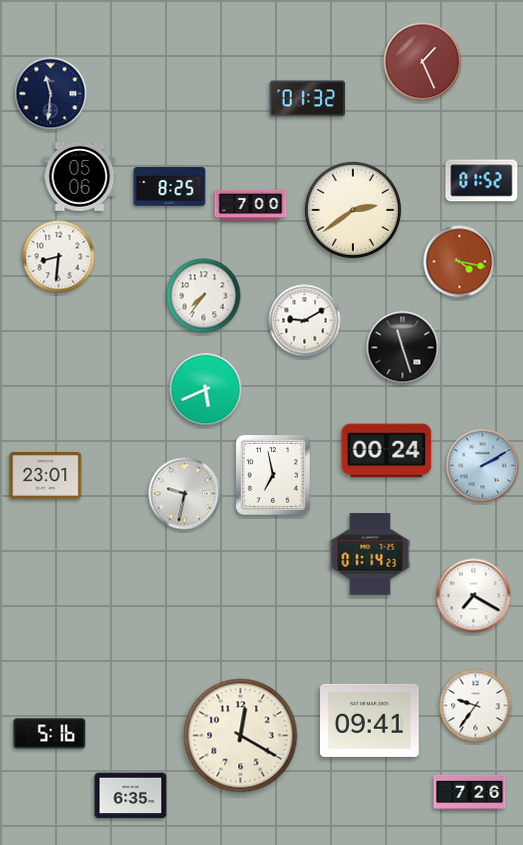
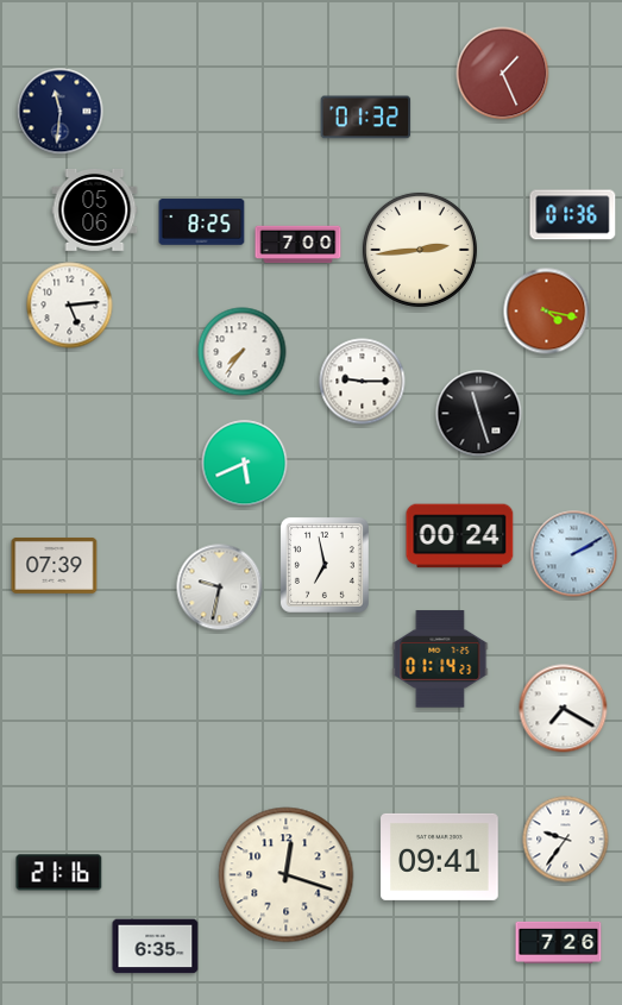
clock at (482, 181): 01:52 -> 01:36
clock at (353, 210): 2:39 -> 2:44
clock at (59, 257): 8:31 -> 5:14
clock at (305, 321): 9:10 -> 9:15
clock at (46, 475): 23:01 -> 07:39
clock at (50, 734): 5:16 -> 21:16
clock at (241, 736): 12:20 -> 12:18
